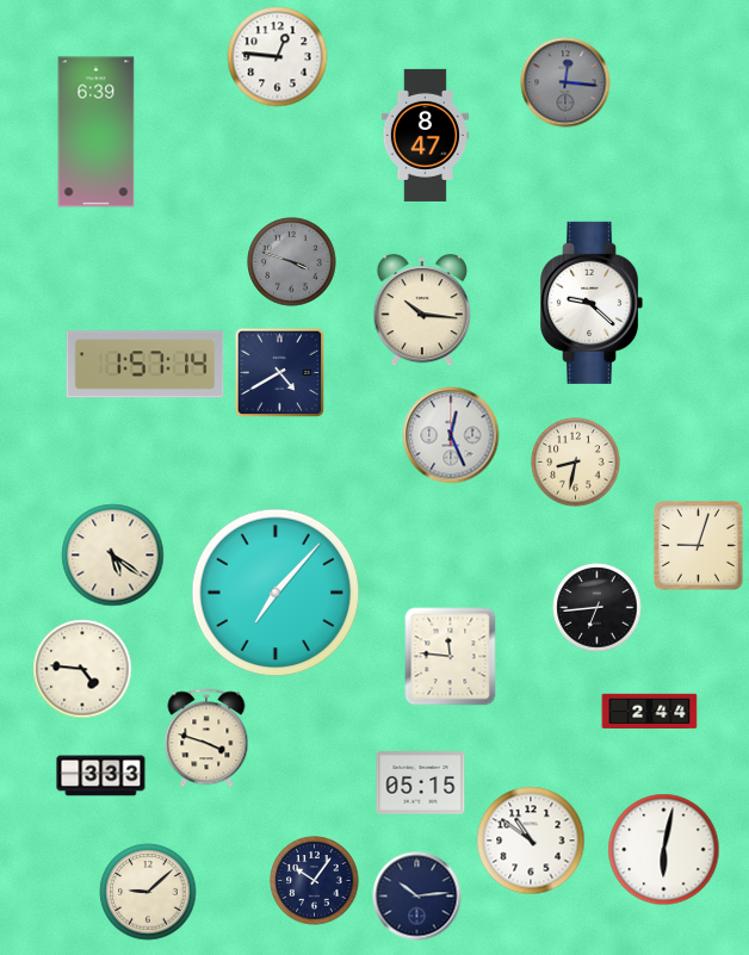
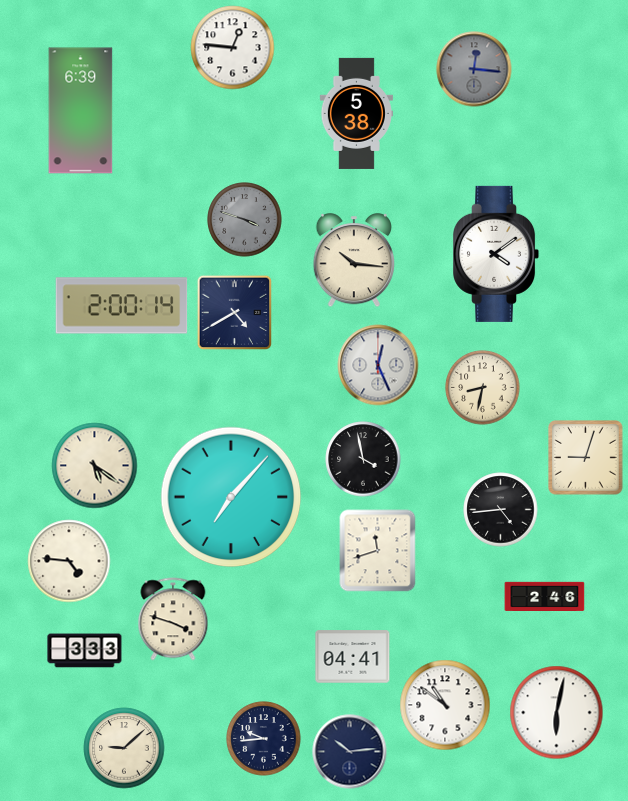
clock at (425, 135): 8:47 -> 5:38
clock at (593, 303): 9:22 -> 4:09
clock at (146, 365): 1:57 -> 2:00
clock at (363, 459): none -> 3:58
clock at (598, 608): 6:44 -> 4:44
clock at (451, 657): 11:46 -> 11:42
clock at (650, 712): 2:44 -> 2:46
clock at (421, 783): 05:15 -> 04:41
clock at (315, 881): 10:06 -> 9:44
